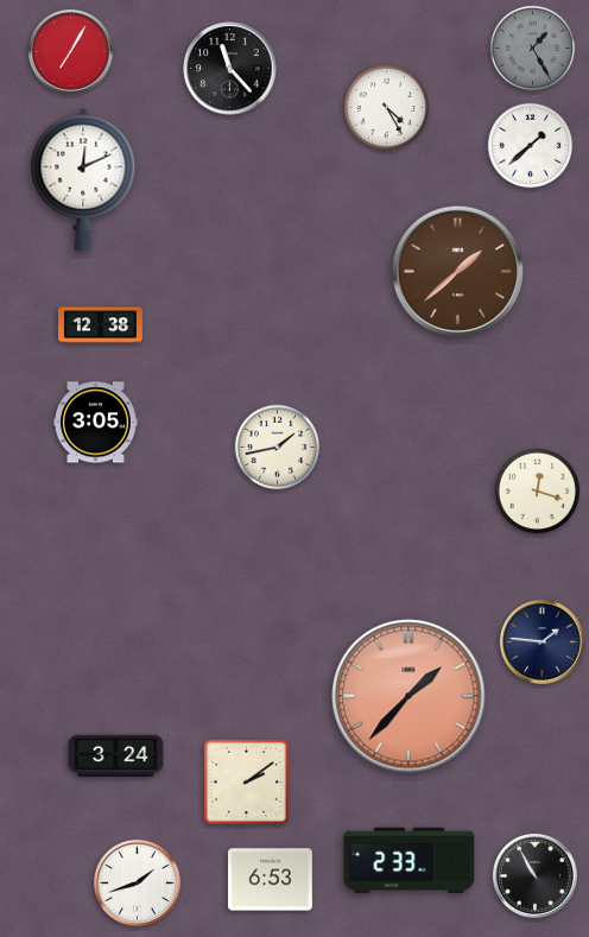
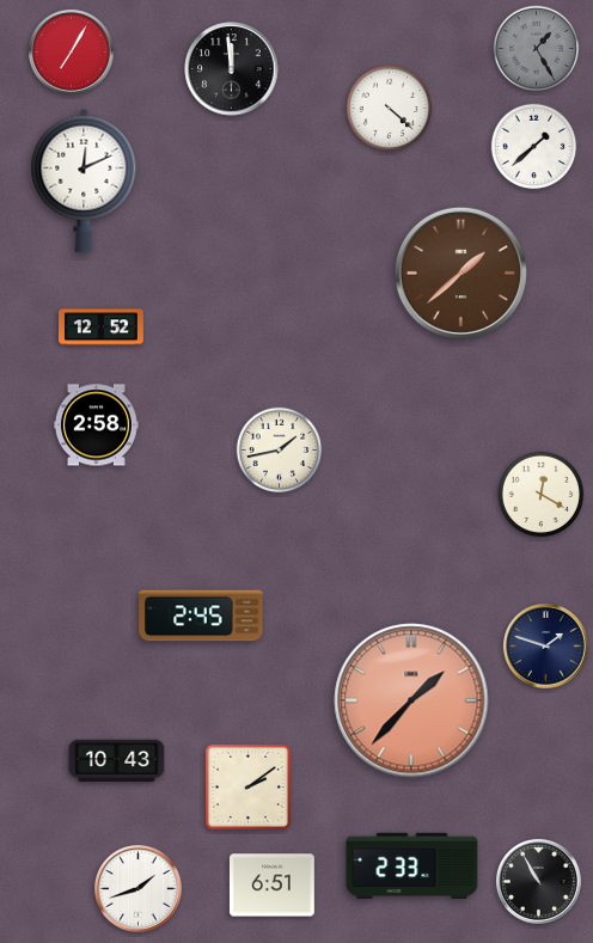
clock at (230, 69): 11:23 -> 11:59
clock at (387, 108): 4:25 -> 4:22
clock at (101, 325): 12:38 -> 12:52
clock at (95, 423): 3:05 -> 2:58
clock at (538, 492): 12:18 -> 12:20
clock at (201, 616): none -> 2:45
clock at (543, 642): 1:46 -> 1:48
clock at (116, 756): 3:24 -> 10:43
clock at (270, 880): 6:53 -> 6:51
